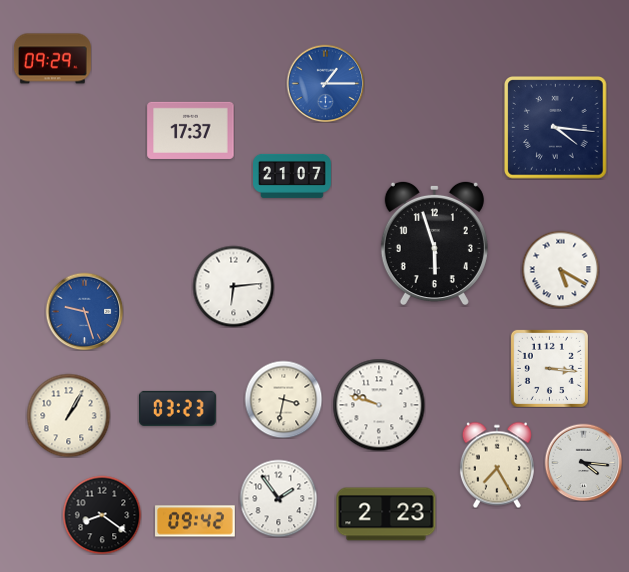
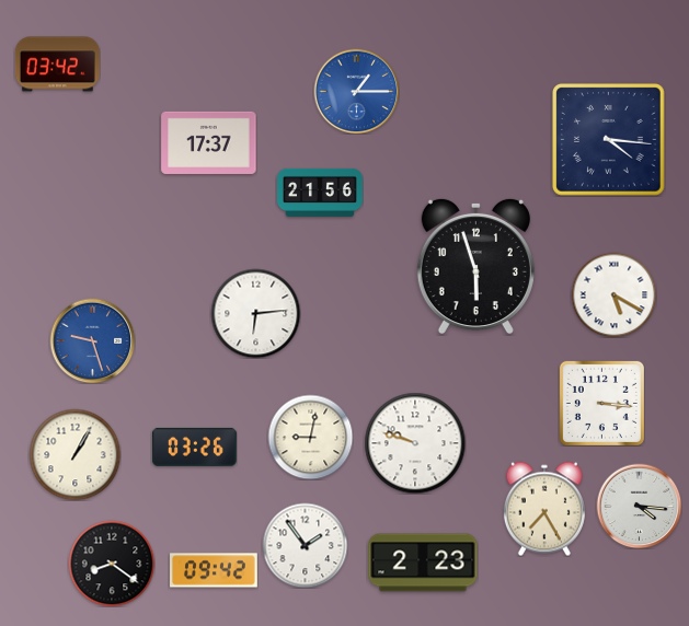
clock at (52, 59): 09:29 -> 03:42
clock at (293, 176): 21:07 -> 21:56
clock at (283, 399): 3:32 -> 9:02
clock at (177, 408): 03:23 -> 03:26
